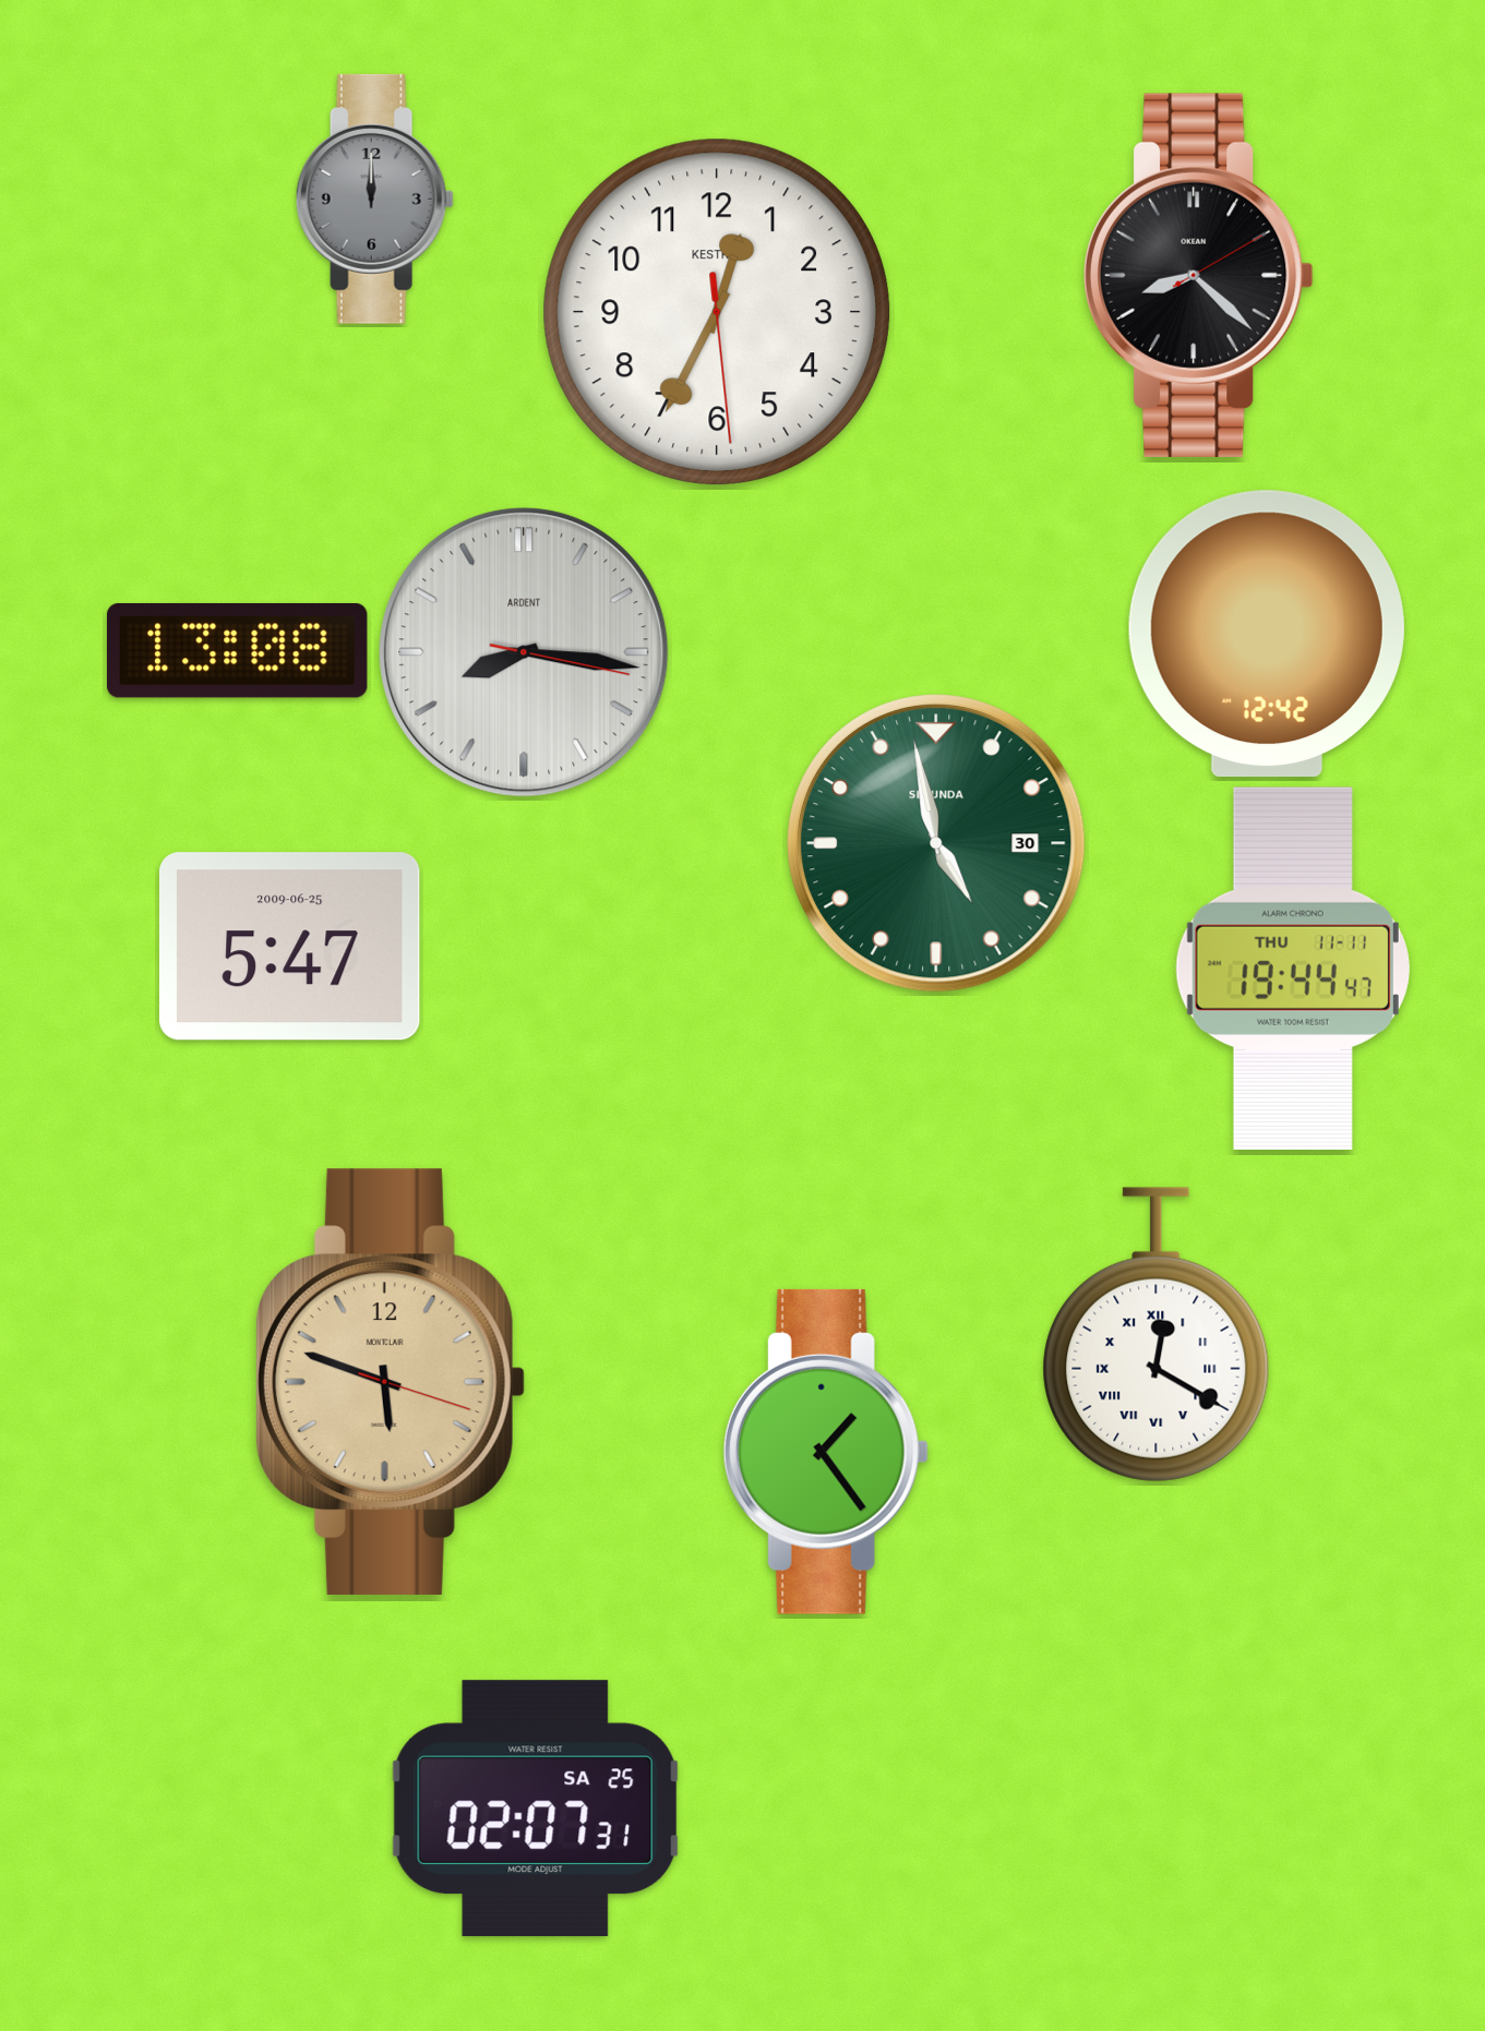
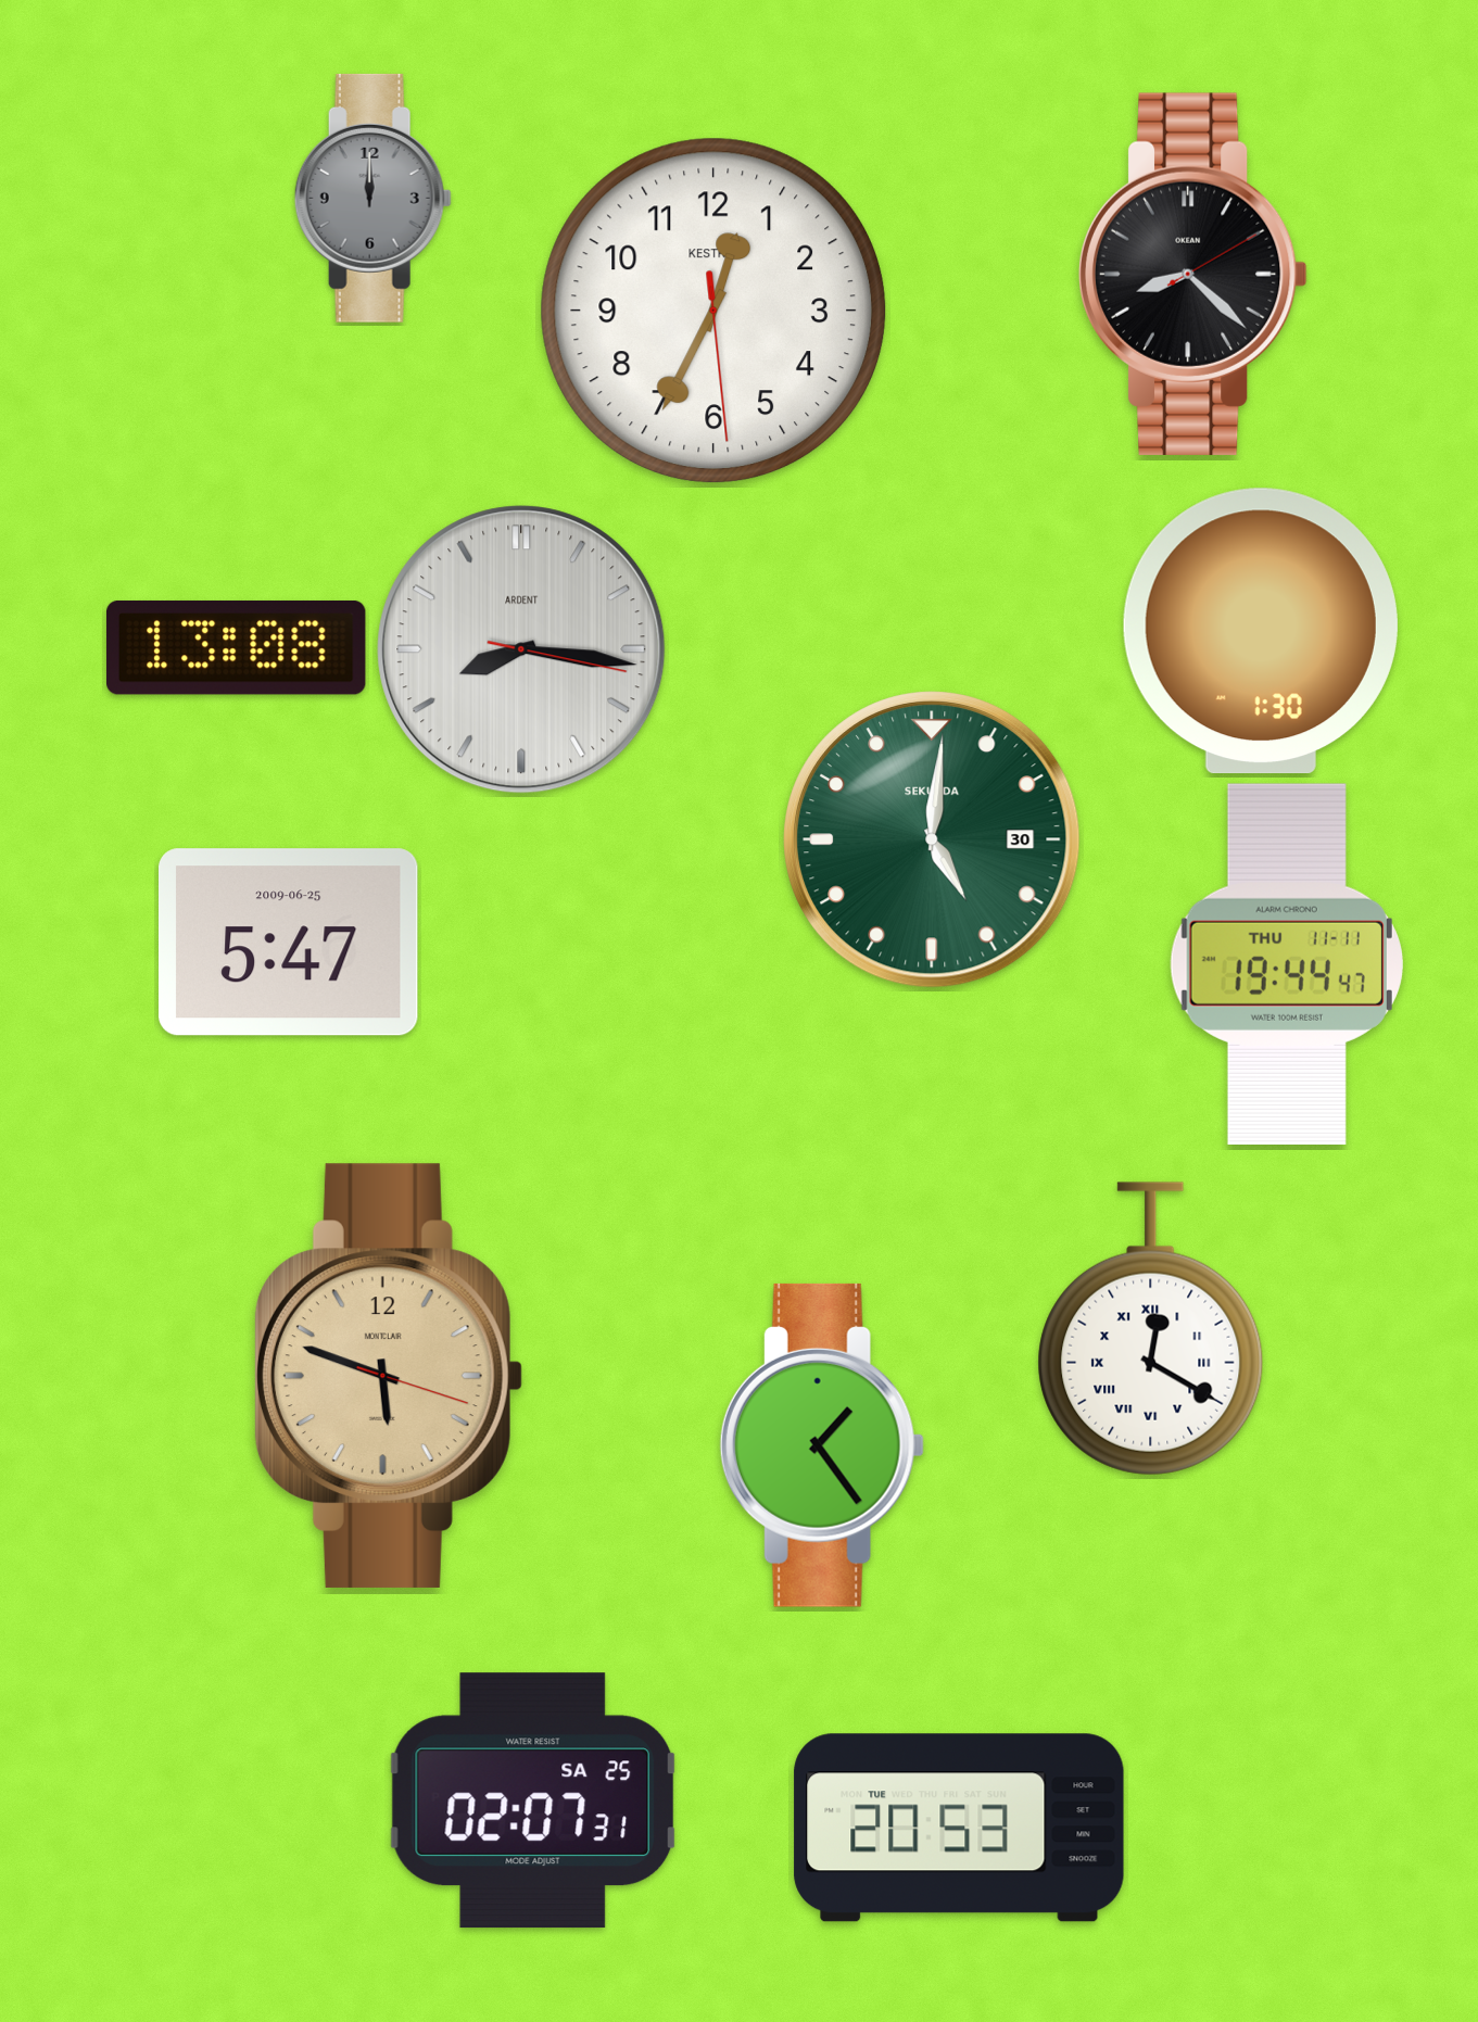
clock at (1267, 634): 12:42 -> 1:30
clock at (937, 844): 4:58 -> 5:01
clock at (959, 1828): none -> 20:53
